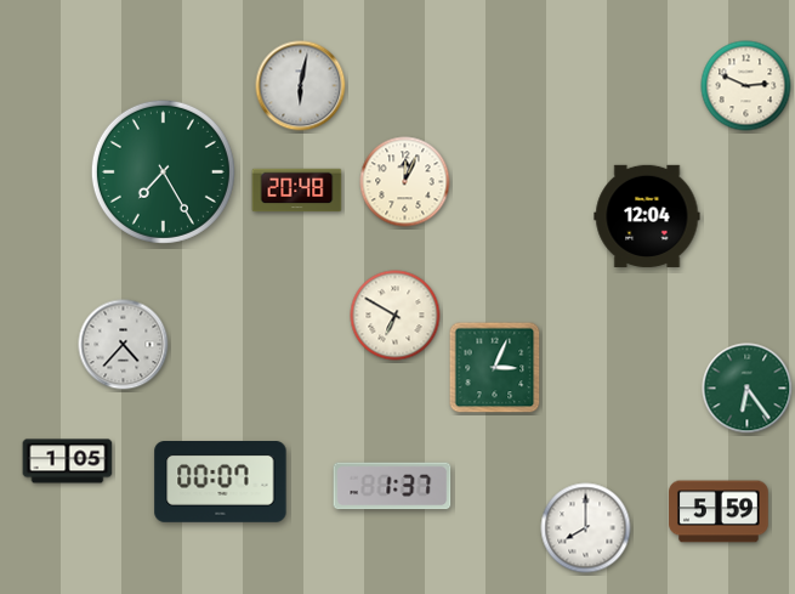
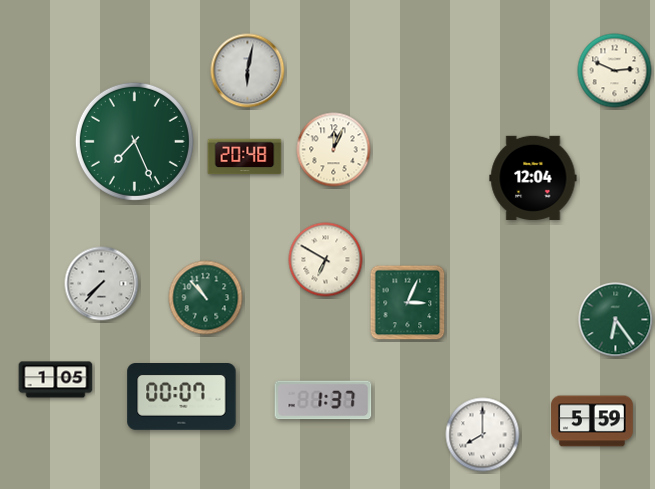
clock at (163, 171): 7:25 -> 7:26
clock at (124, 345): 4:37 -> 7:37
clock at (206, 298): none -> 10:53
